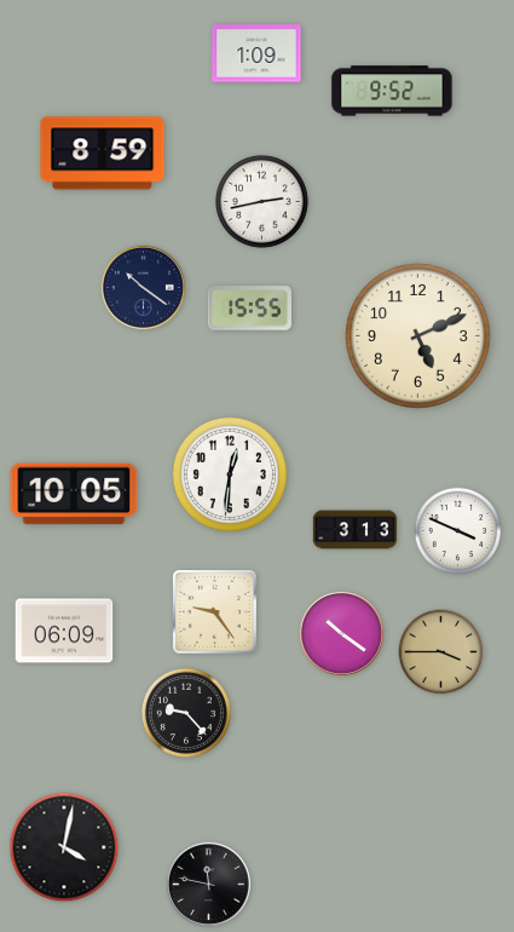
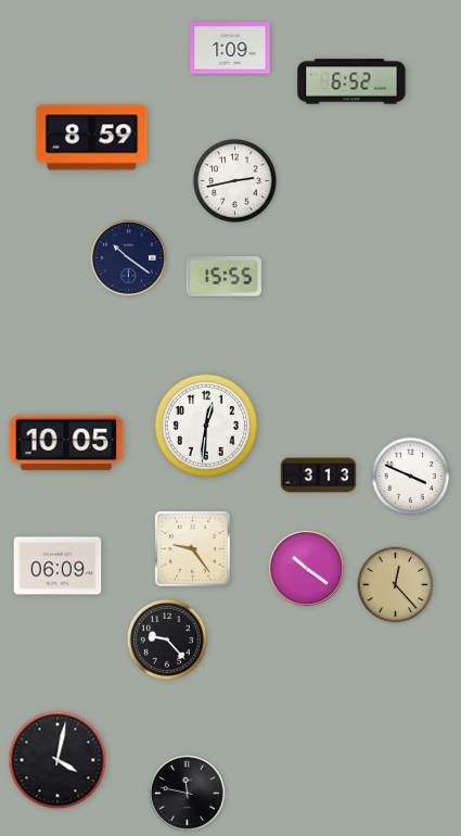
clock at (392, 91): 9:52 -> 6:52
clock at (418, 336): 5:11 -> none
clock at (441, 652): 3:45 -> 12:23
